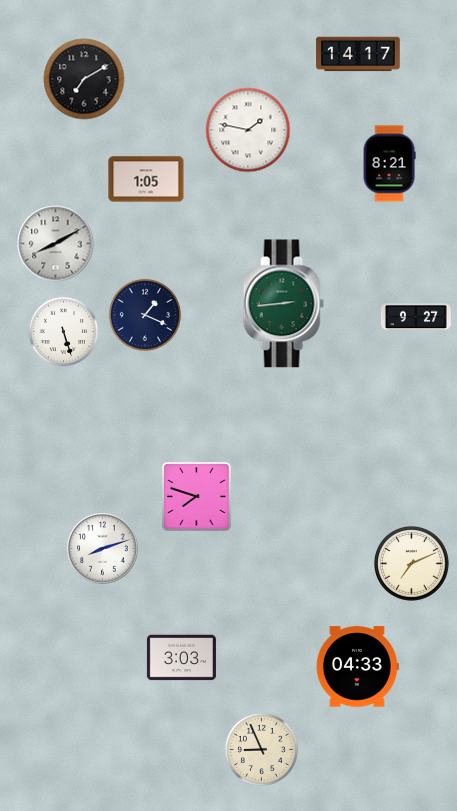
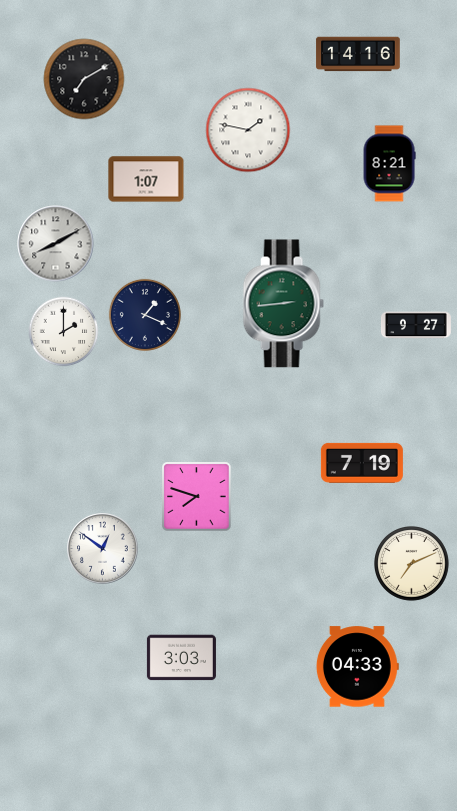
clock at (358, 54): 14:17 -> 14:16
clock at (146, 179): 1:05 -> 1:07
clock at (416, 317) position: (416, 317) -> (416, 325)
clock at (64, 332): 5:27 -> 2:00
clock at (362, 463): none -> 7:19
clock at (103, 549): 8:12 -> 12:51
clock at (261, 749): 8:56 -> none
